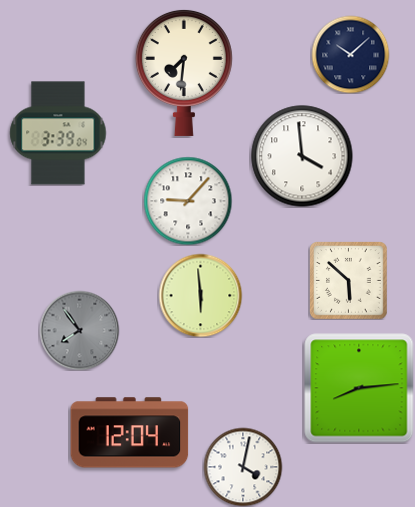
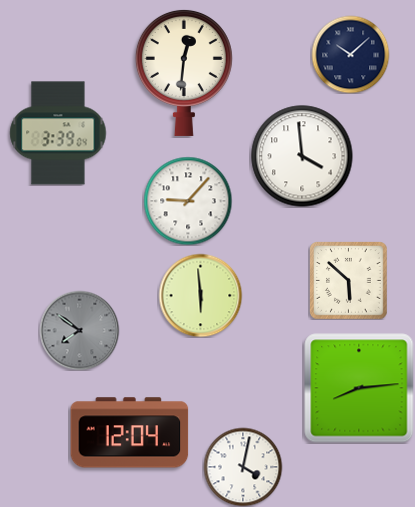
clock at (184, 72): 7:31 -> 12:31
clock at (79, 330): 7:54 -> 7:51
